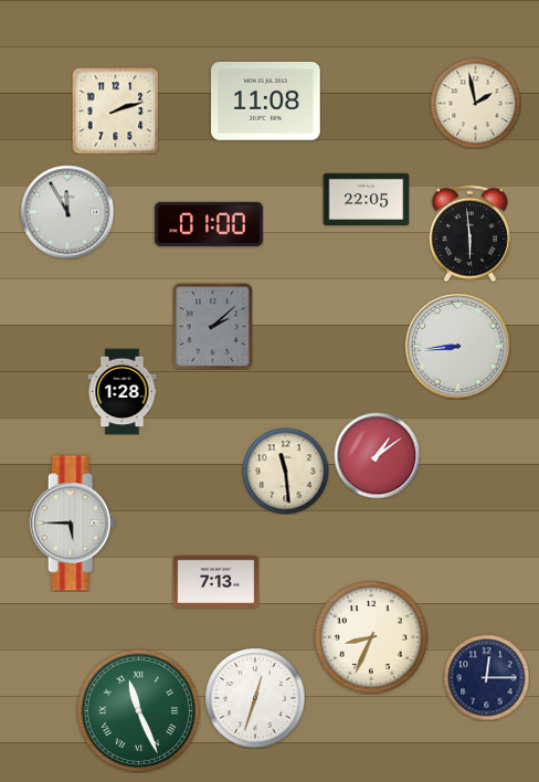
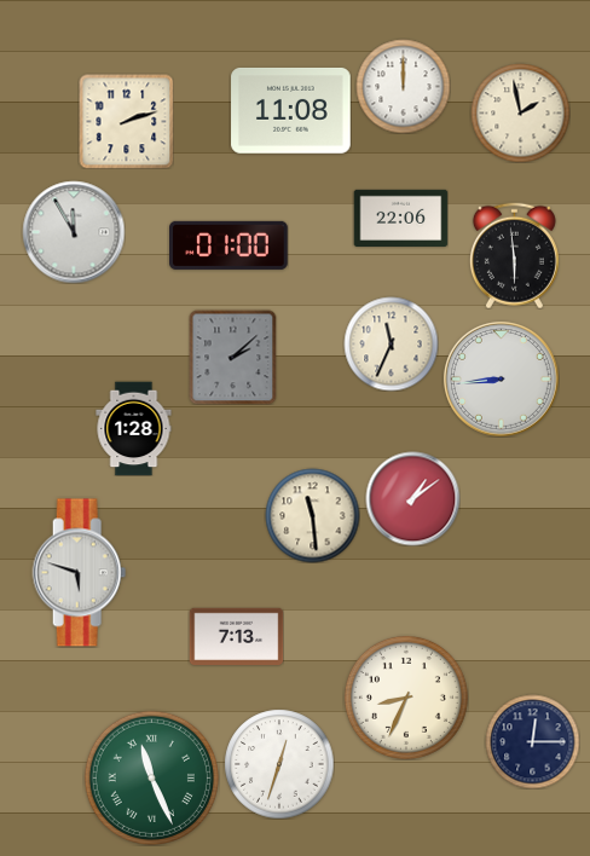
clock at (403, 86): none -> 12:00
clock at (366, 199): 22:05 -> 22:06
clock at (391, 343): none -> 11:34
clock at (73, 524): 5:45 -> 5:48
